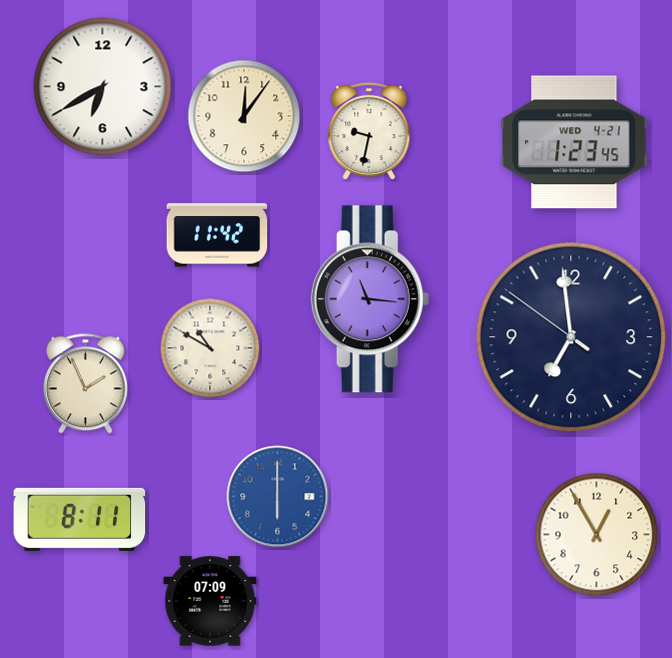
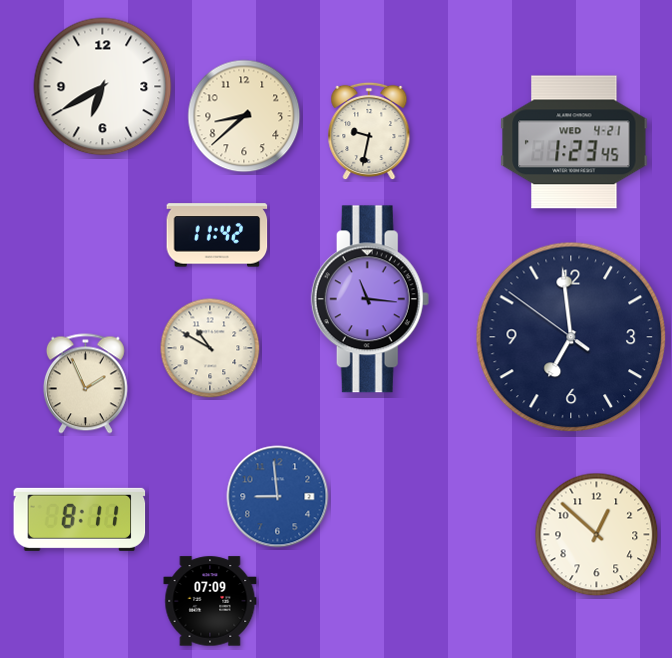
clock at (244, 116): 12:06 -> 8:38
clock at (278, 497): 6:00 -> 8:59
clock at (597, 535): 12:55 -> 12:52
